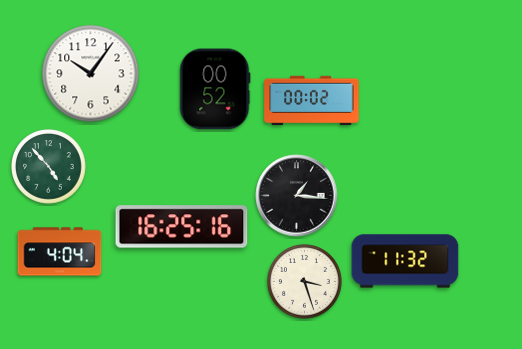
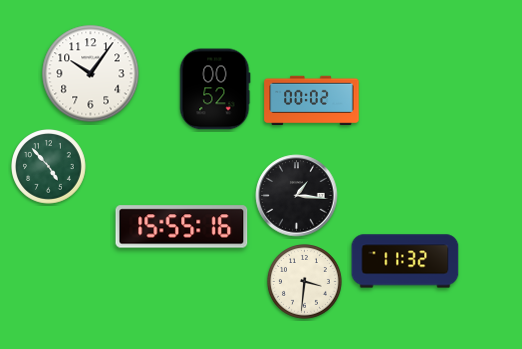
clock at (182, 227): 16:25 -> 15:55
clock at (60, 252): 4:04 -> none
clock at (305, 282): 3:27 -> 3:31
